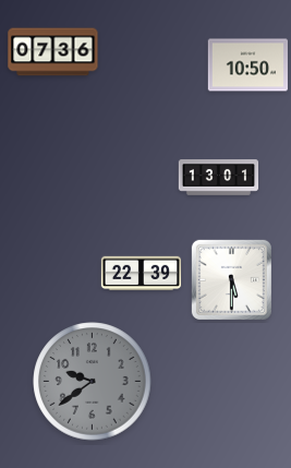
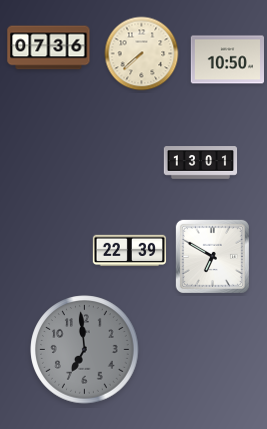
clock at (142, 54): none -> 7:38
clock at (231, 279): 5:30 -> 6:50
clock at (93, 382): 9:39 -> 6:59
